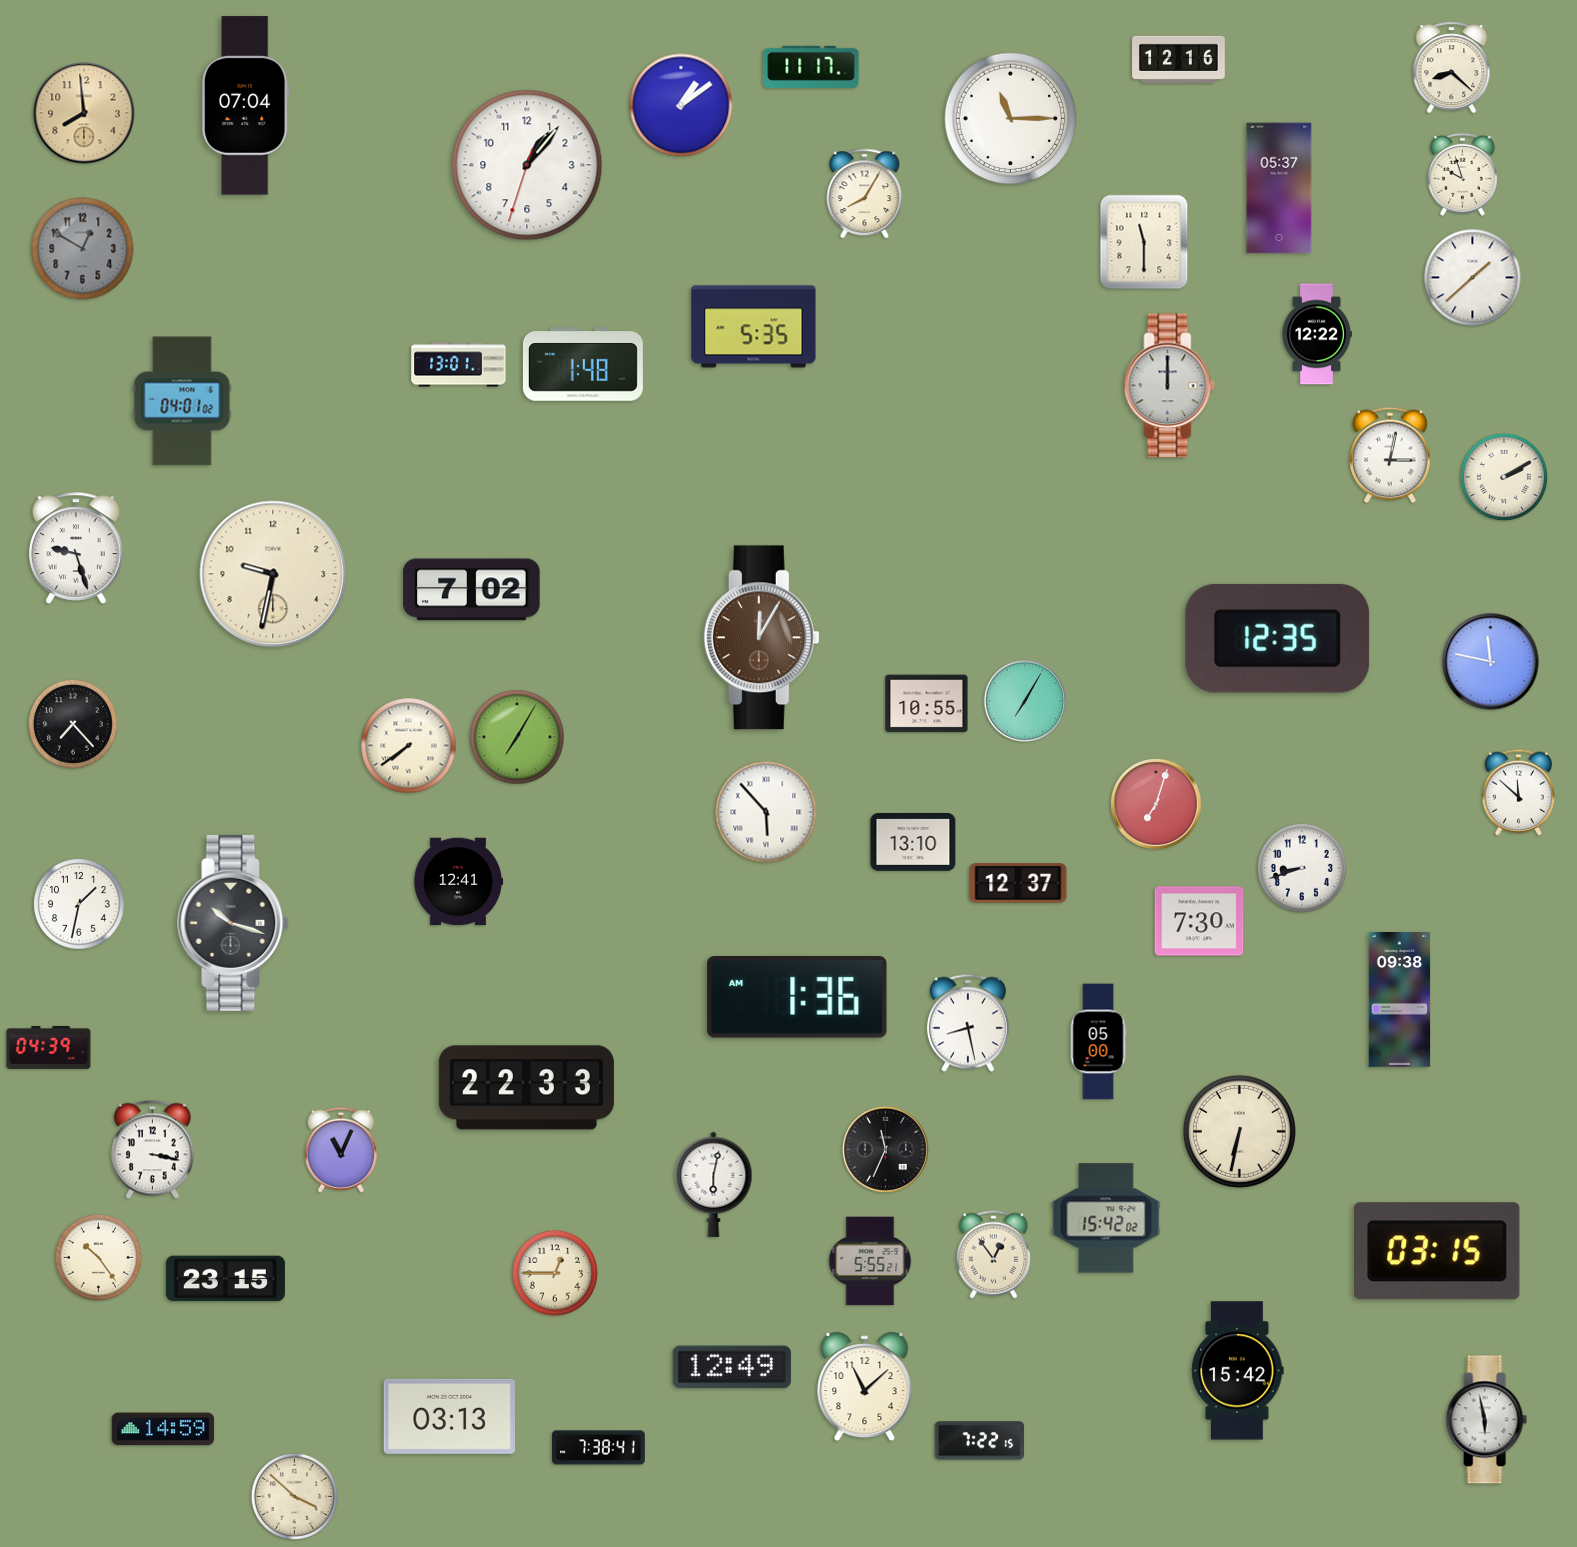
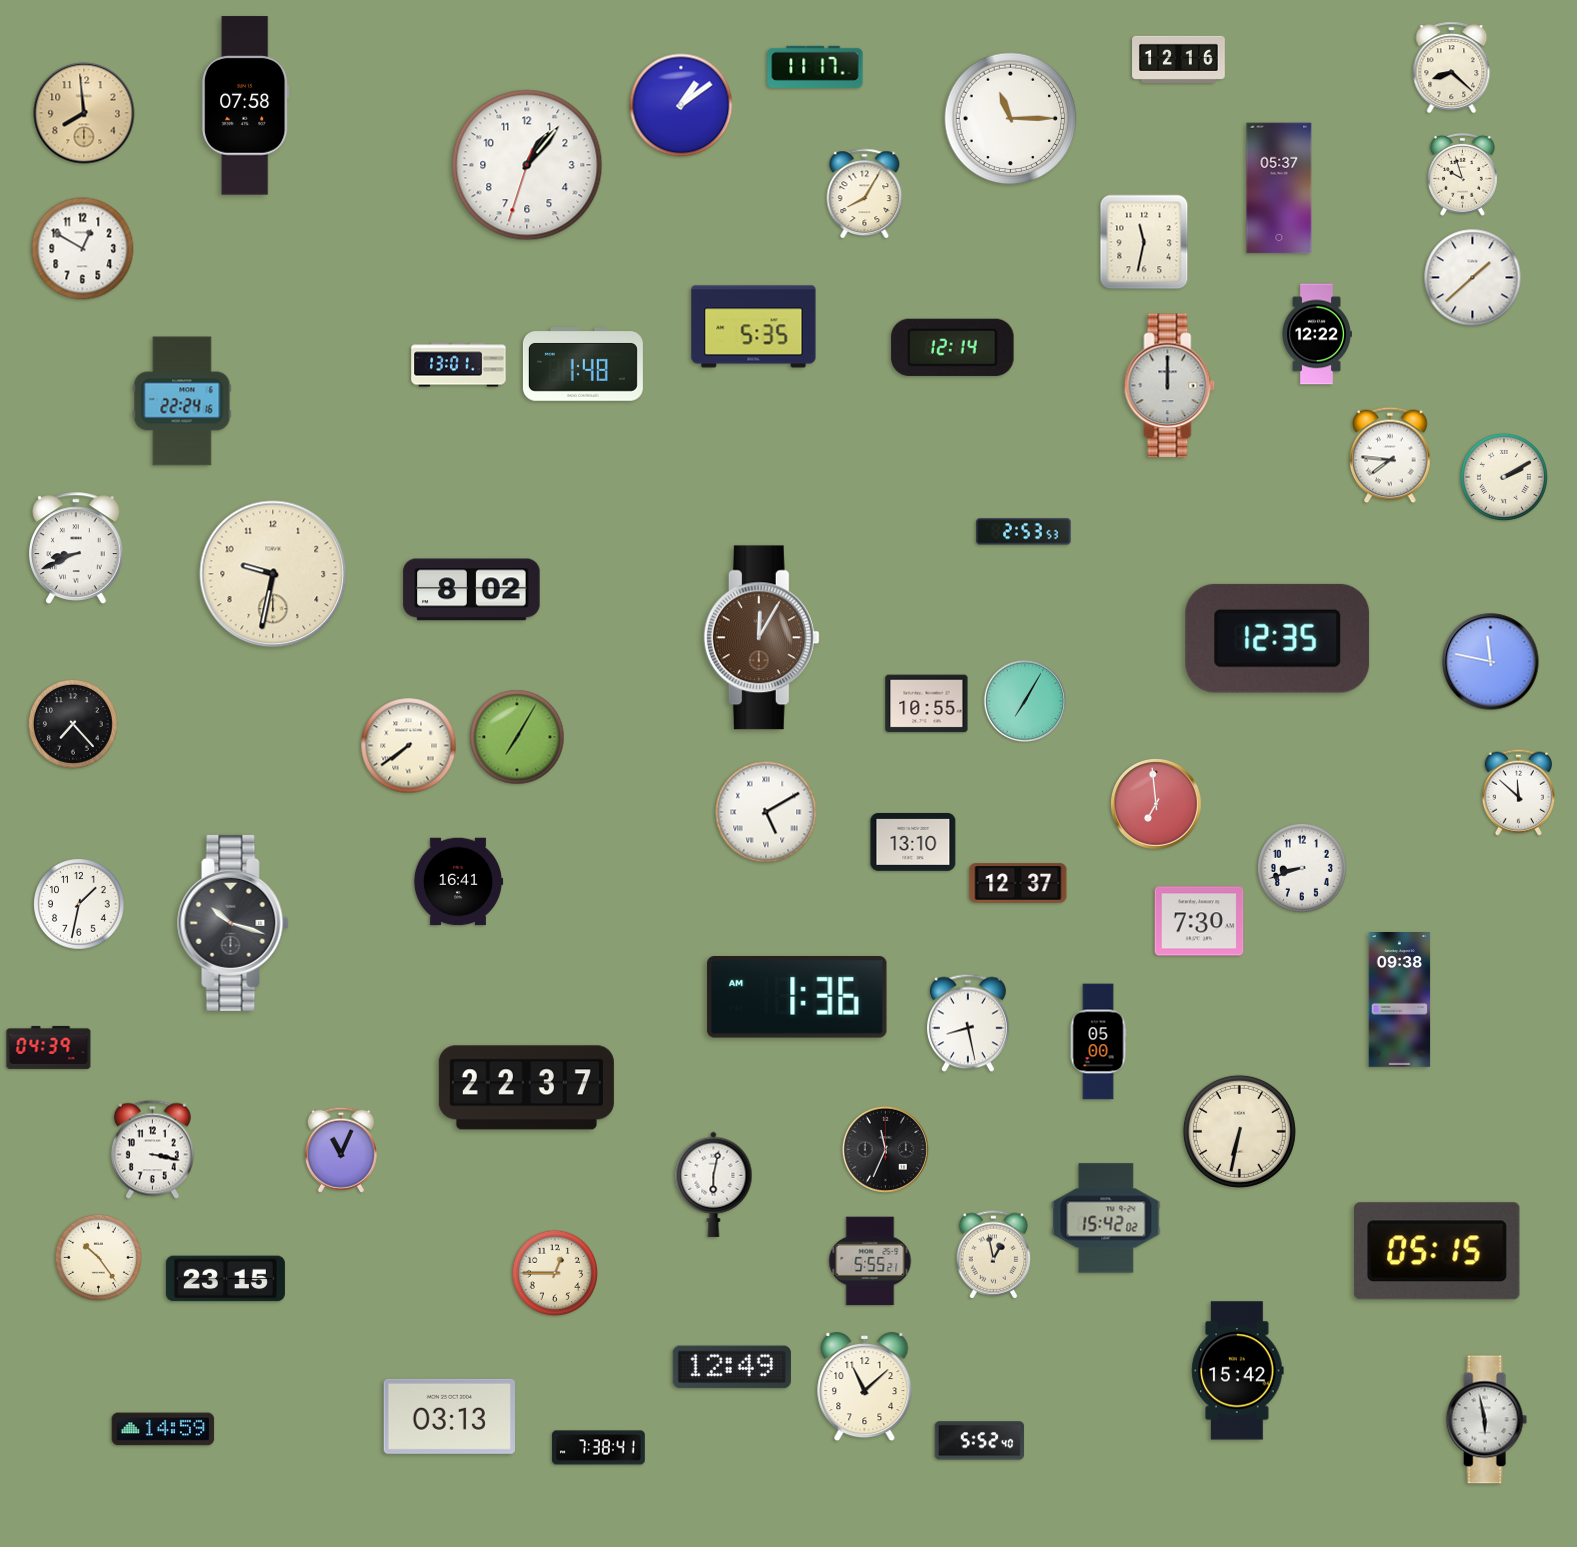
clock at (811, 67) position: (811, 67) -> (815, 67)
clock at (246, 106): 07:04 -> 07:58
clock at (1144, 242): 11:30 -> 11:32
clock at (83, 249) dial: grey -> white
clock at (953, 347): none -> 12:14
clock at (182, 401): 04:01 -> 22:24
clock at (1390, 455): 3:02 -> 7:46
clock at (1024, 532): none -> 2:53
clock at (77, 548): 9:27 -> 8:41
clock at (472, 590): 7:02 -> 8:02
clock at (1157, 805): 7:03 -> 6:59
clock at (766, 812): 5:53 -> 5:10
clock at (458, 882): 12:41 -> 16:41
clock at (526, 1088): 22:33 -> 22:37
clock at (1438, 1251): 03:15 -> 05:15
clock at (994, 1255): 12:54 -> 12:58
clock at (980, 1441): 7:22 -> 5:52
clock at (294, 1496): 3:52 -> none
